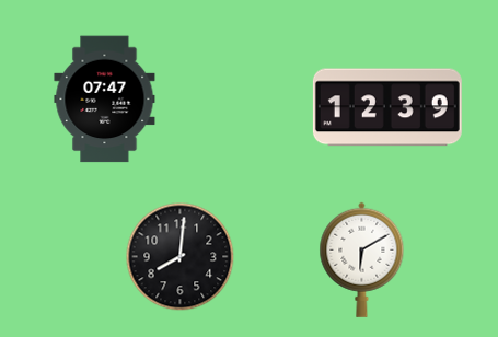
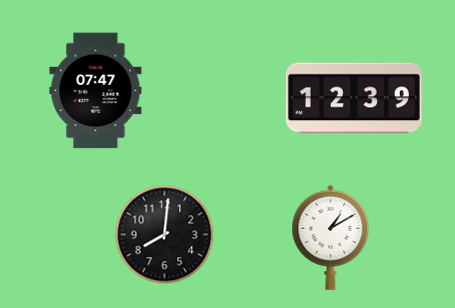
clock at (362, 259): 6:10 -> 1:10
